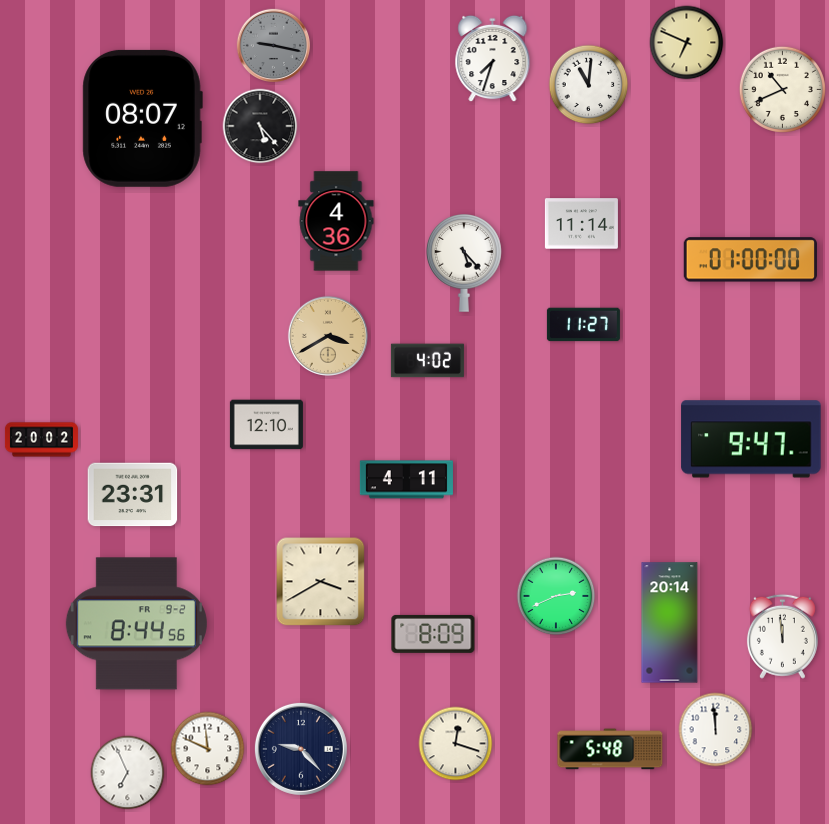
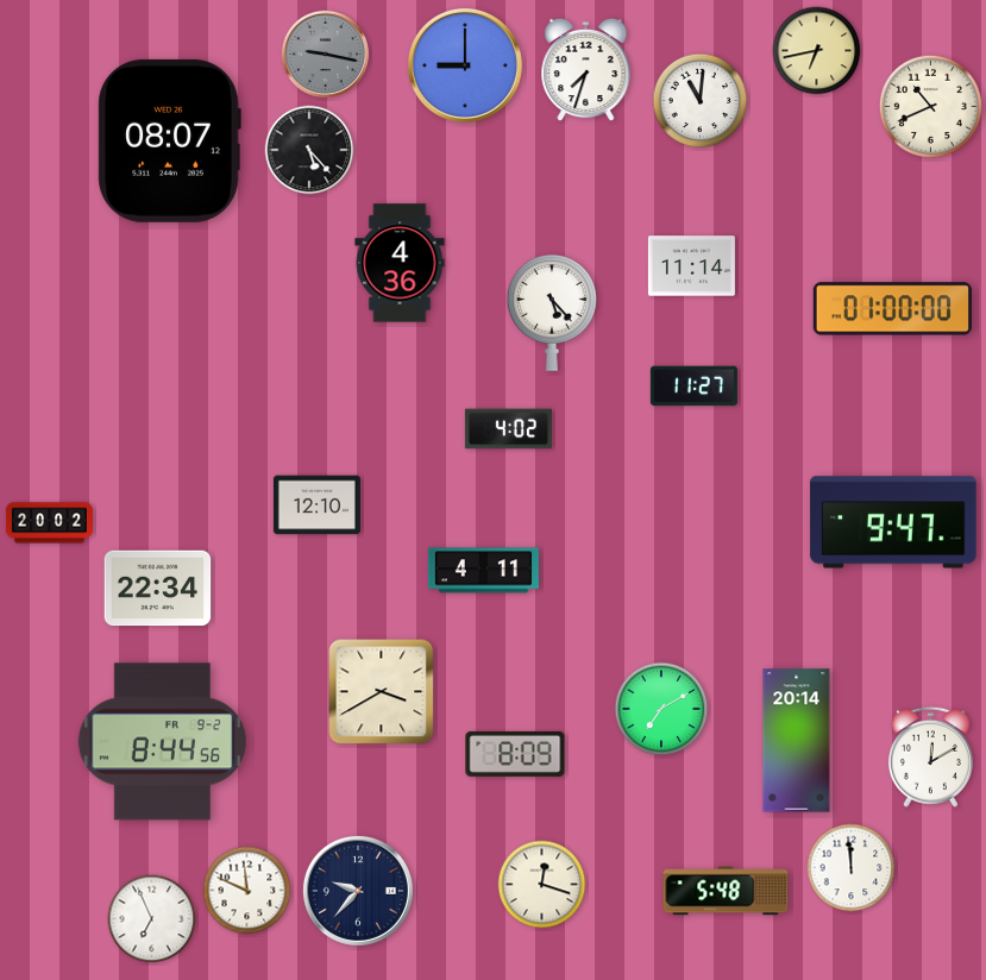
clock at (687, 43): 6:49 -> 6:43
clock at (465, 65): none -> 9:00
clock at (328, 336): 3:40 -> none
clock at (133, 495): 23:31 -> 22:34
clock at (556, 596): 2:41 -> 7:10
clock at (782, 636): 11:59 -> 12:10
clock at (301, 749): 9:23 -> 9:37
